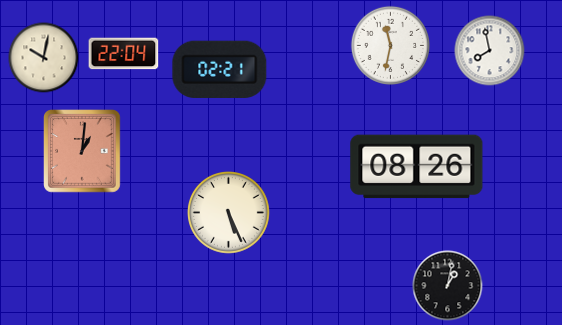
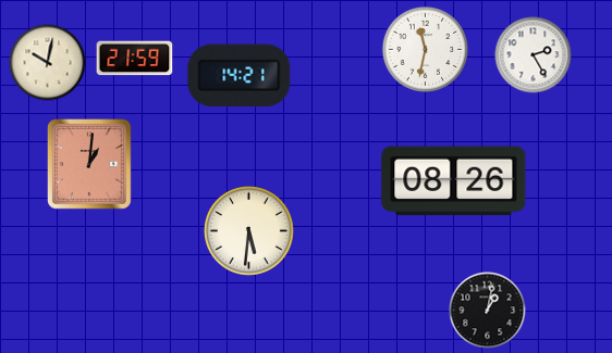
clock at (490, 51): 7:58 -> 2:25
clock at (124, 54): 22:04 -> 21:59
clock at (220, 69): 02:21 -> 14:21
clock at (229, 213): 5:26 -> 5:31
